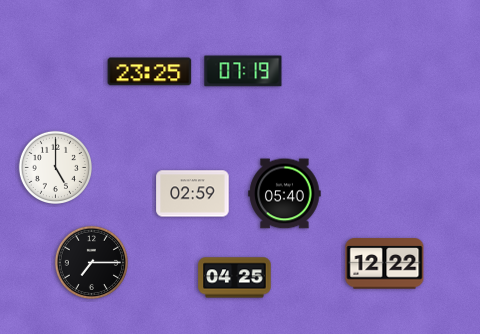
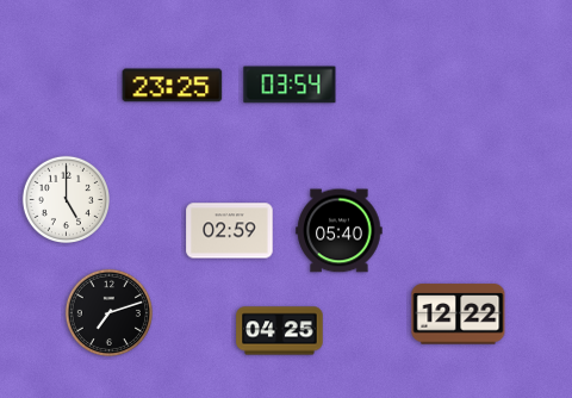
clock at (243, 71): 07:19 -> 03:54
clock at (150, 72) position: (150, 72) -> (173, 86)
clock at (91, 262): 7:15 -> 7:12
